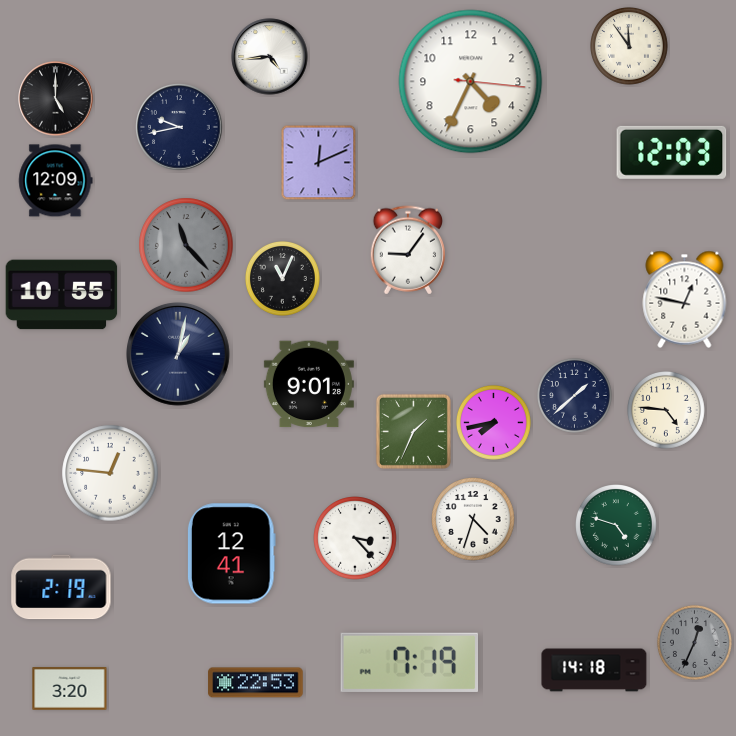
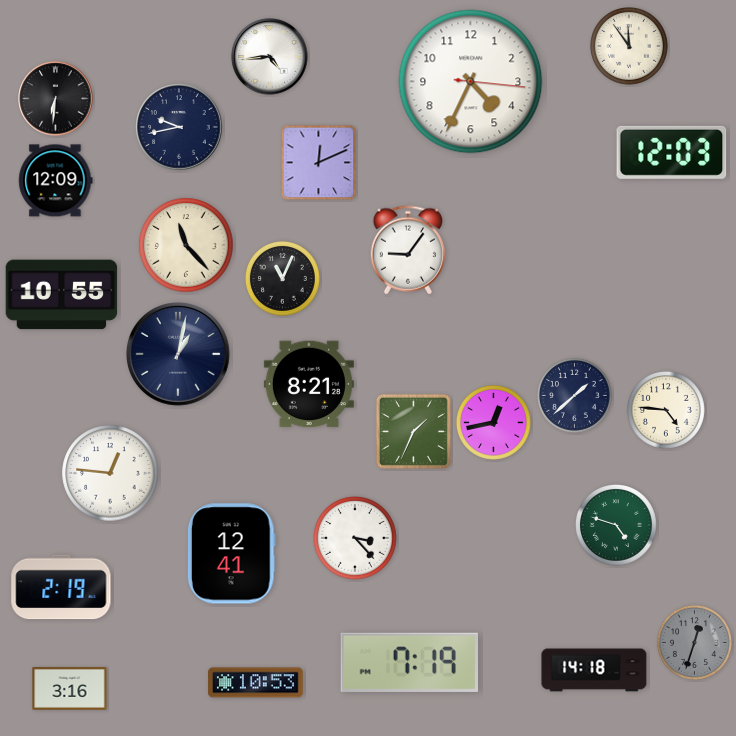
clock at (56, 99): 5:00 -> 6:31
clock at (186, 245) dial: grey -> cream
clock at (685, 299): 12:47 -> none
clock at (309, 384): 9:01 -> 8:21
clock at (493, 422): 7:43 -> 12:43
clock at (473, 519): 4:33 -> none
clock at (694, 642): 12:34 -> 12:33
clock at (256, 683): 22:53 -> 10:53
clock at (70, 689): 3:20 -> 3:16
